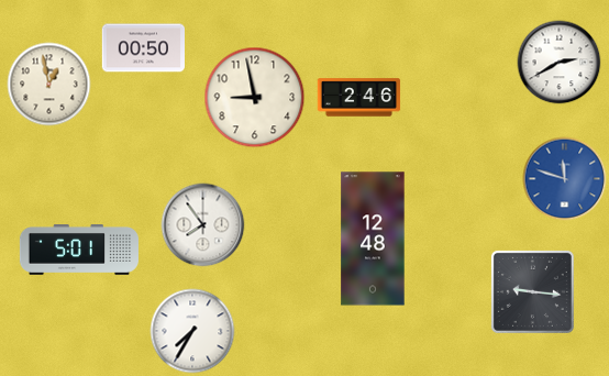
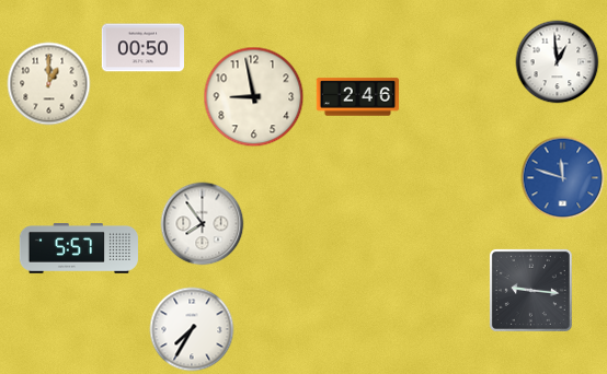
clock at (560, 63): 2:40 -> 12:59
clock at (49, 85): 12:58 -> 1:00
clock at (373, 239): 12:48 -> none
clock at (79, 251): 5:01 -> 5:57
